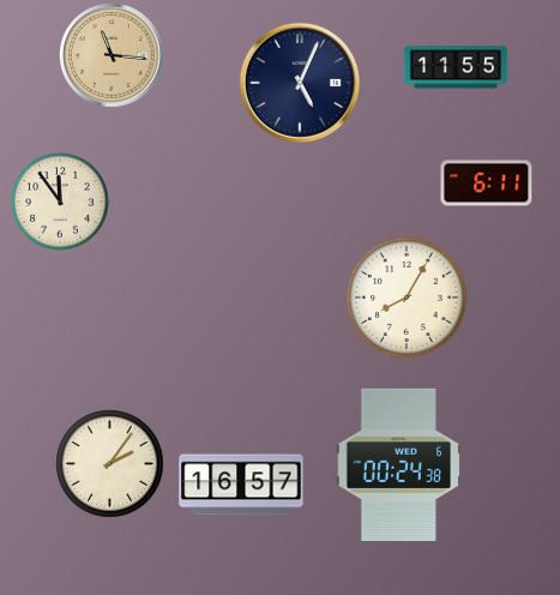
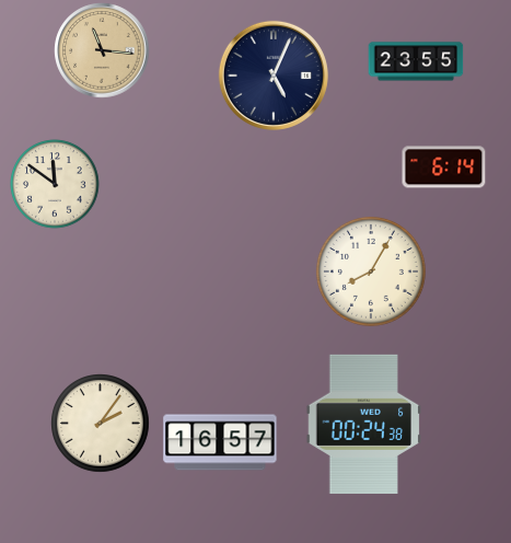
clock at (456, 67): 11:55 -> 23:55
clock at (487, 184): 6:11 -> 6:14
clock at (60, 202): 11:54 -> 11:51
